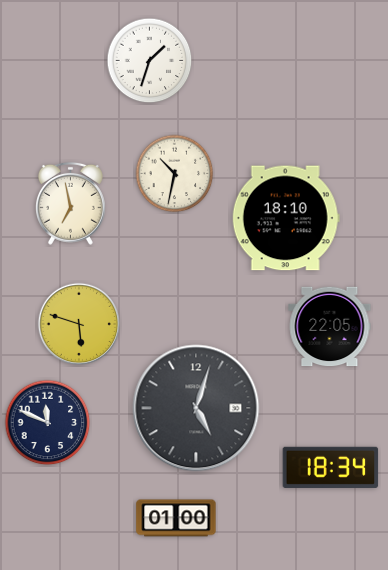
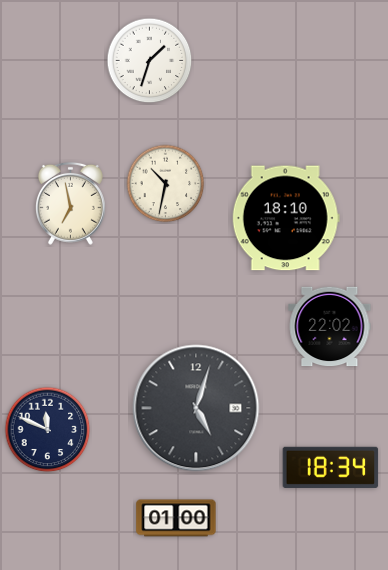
clock at (175, 174) position: (175, 174) -> (166, 184)
clock at (79, 324): 5:48 -> none
clock at (330, 327): 22:05 -> 22:02
clock at (48, 423) position: (48, 423) -> (48, 430)
